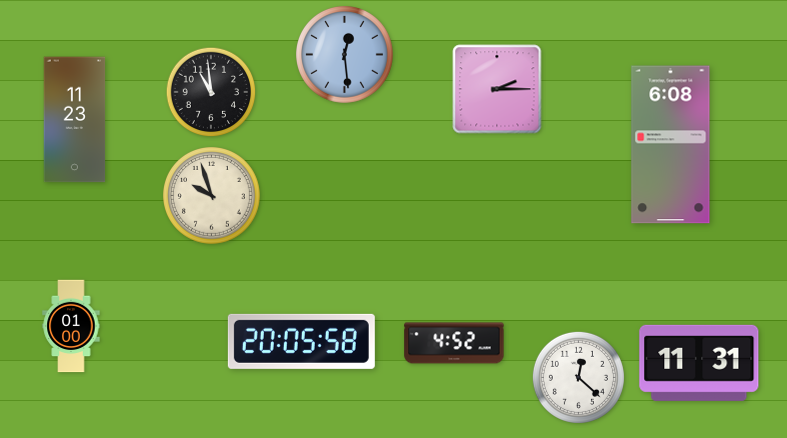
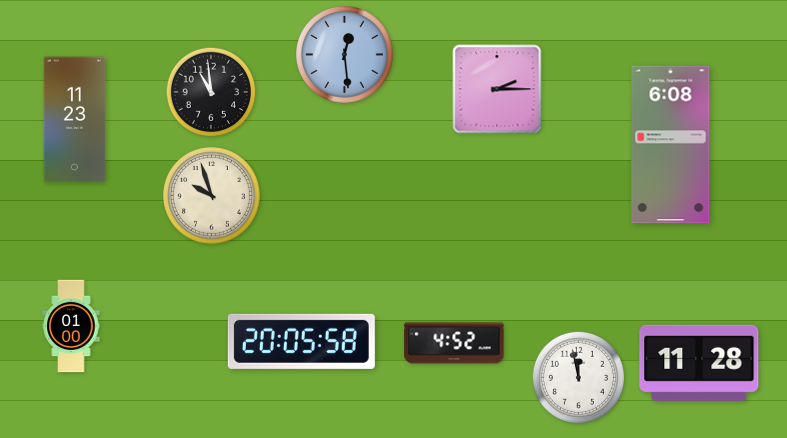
clock at (699, 363): 11:31 -> 11:28
clock at (578, 377): 12:22 -> 11:58
